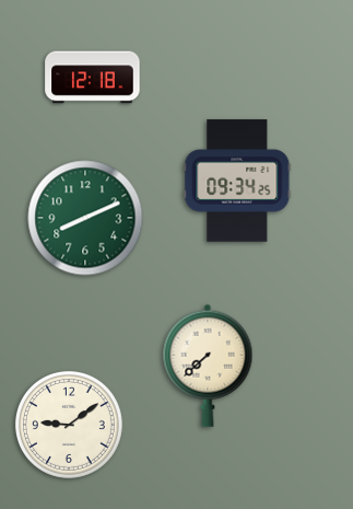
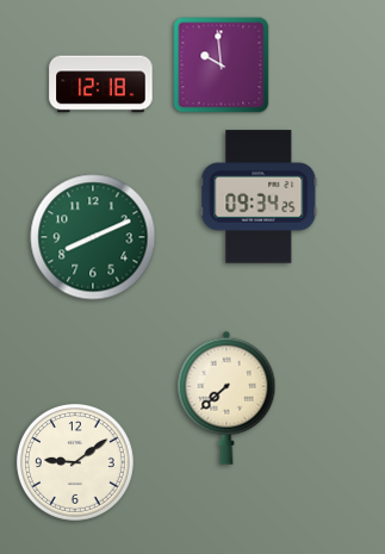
clock at (222, 66): none -> 9:59
